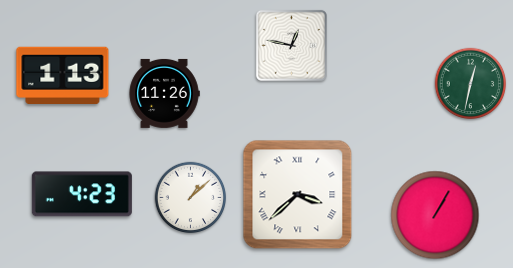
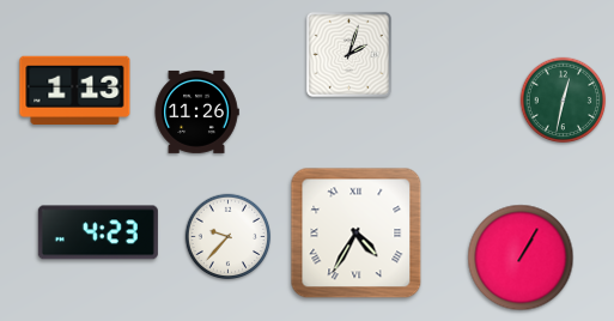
clock at (291, 45): 12:47 -> 2:03
clock at (298, 195): 3:38 -> 4:35
clock at (191, 198): 1:08 -> 9:37
